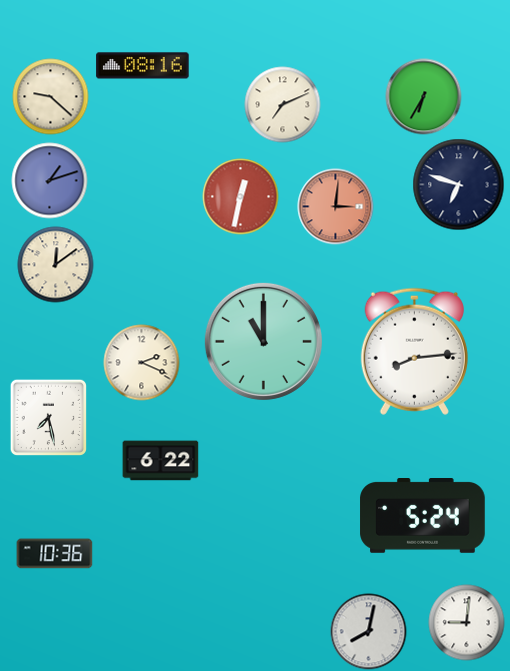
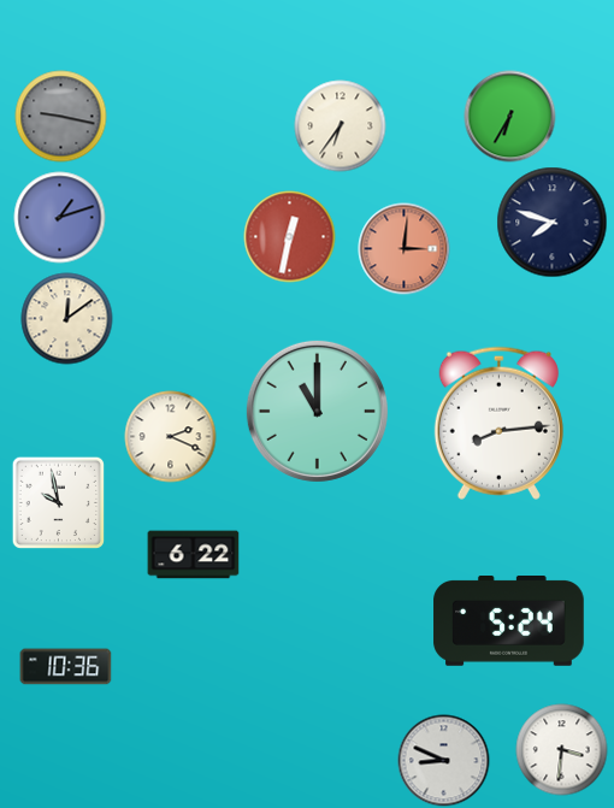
clock at (143, 66): 08:16 -> none
clock at (51, 97): 9:22 -> 9:17
clock at (51, 97) dial: cream -> grey
clock at (283, 105): 7:11 -> 6:36
clock at (459, 185): 6:48 -> 7:48
clock at (48, 417): 7:28 -> 9:58
clock at (467, 623): 9:01 -> 3:31
clock at (369, 632): 8:02 -> 8:49
